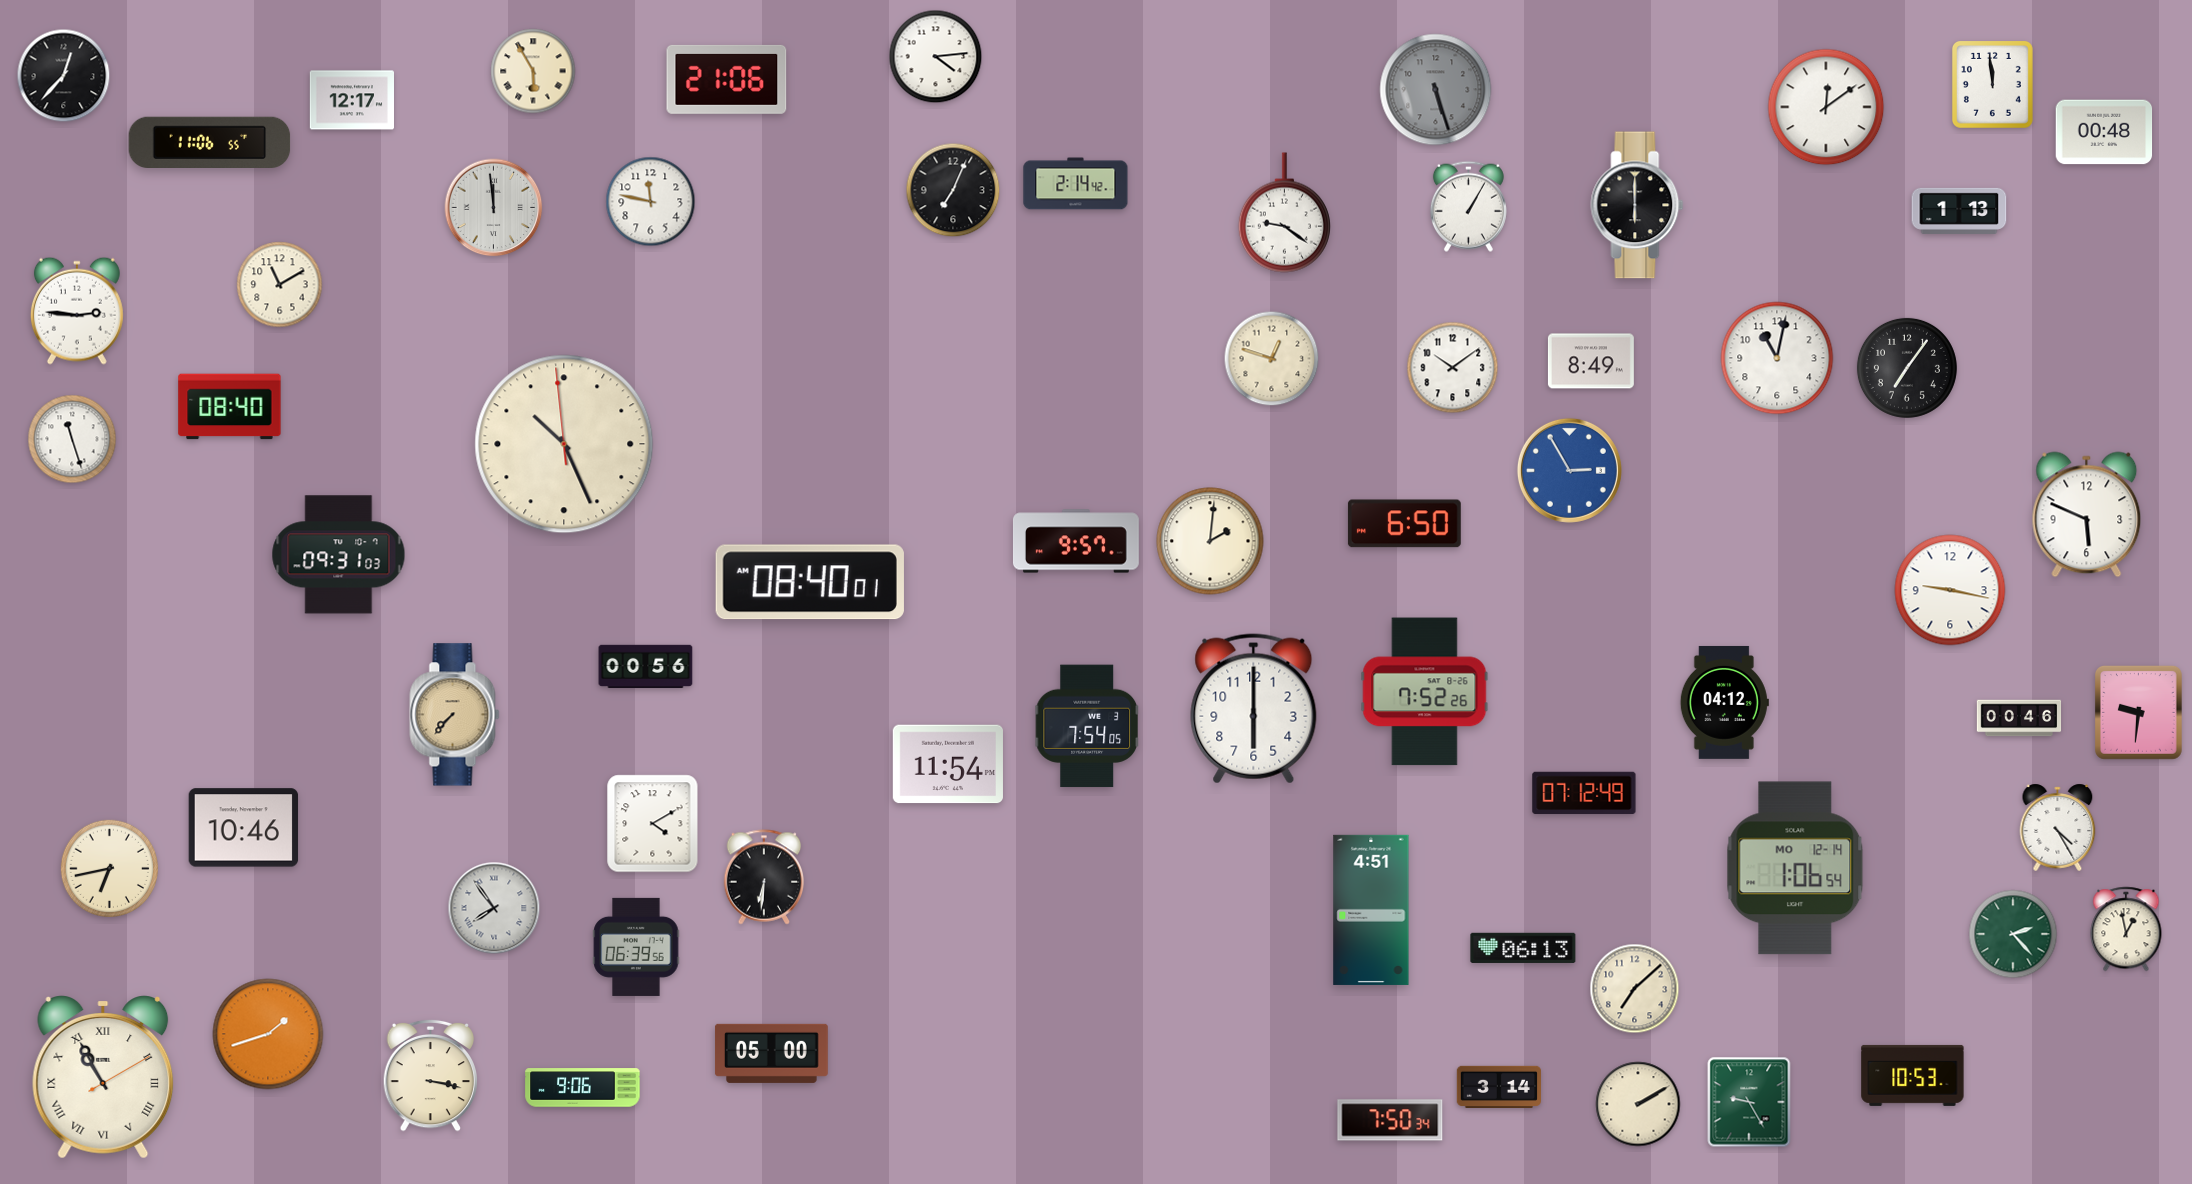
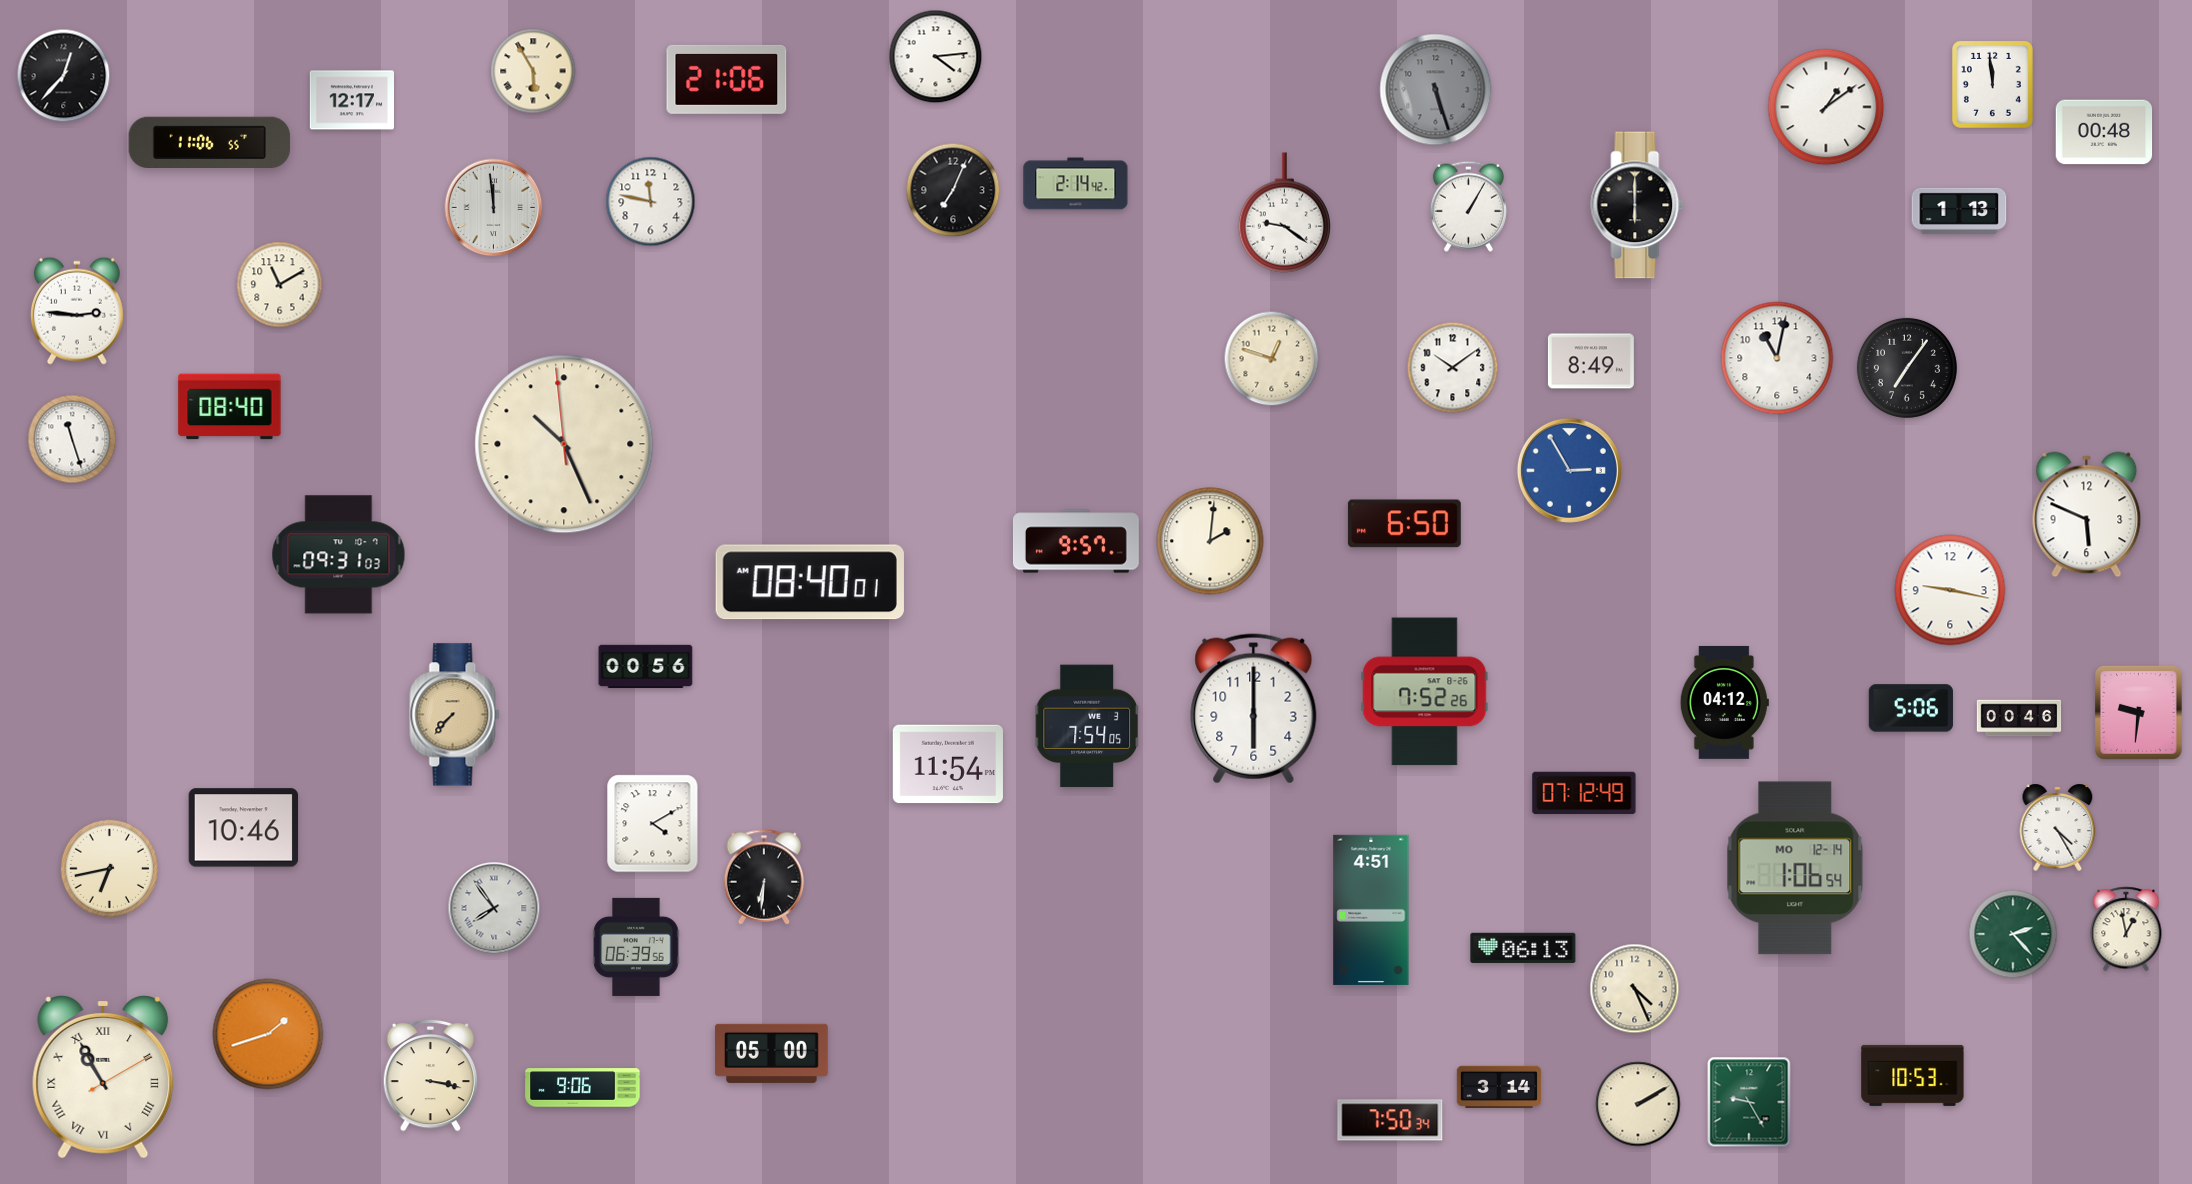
clock at (1826, 107): 12:09 -> 1:09
clock at (1911, 708): none -> 5:06
clock at (1635, 989): 7:08 -> 4:26
